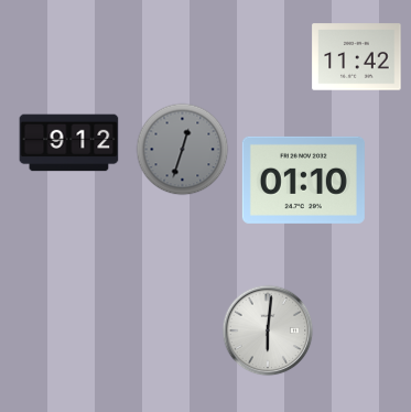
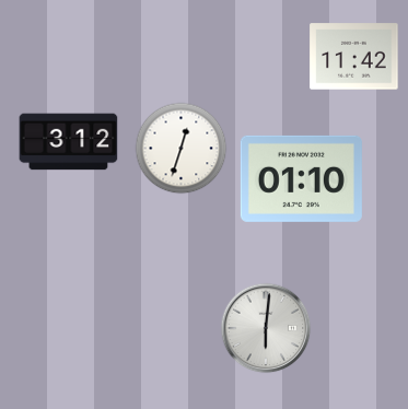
clock at (69, 143): 9:12 -> 3:12
clock at (183, 150) dial: grey -> white
